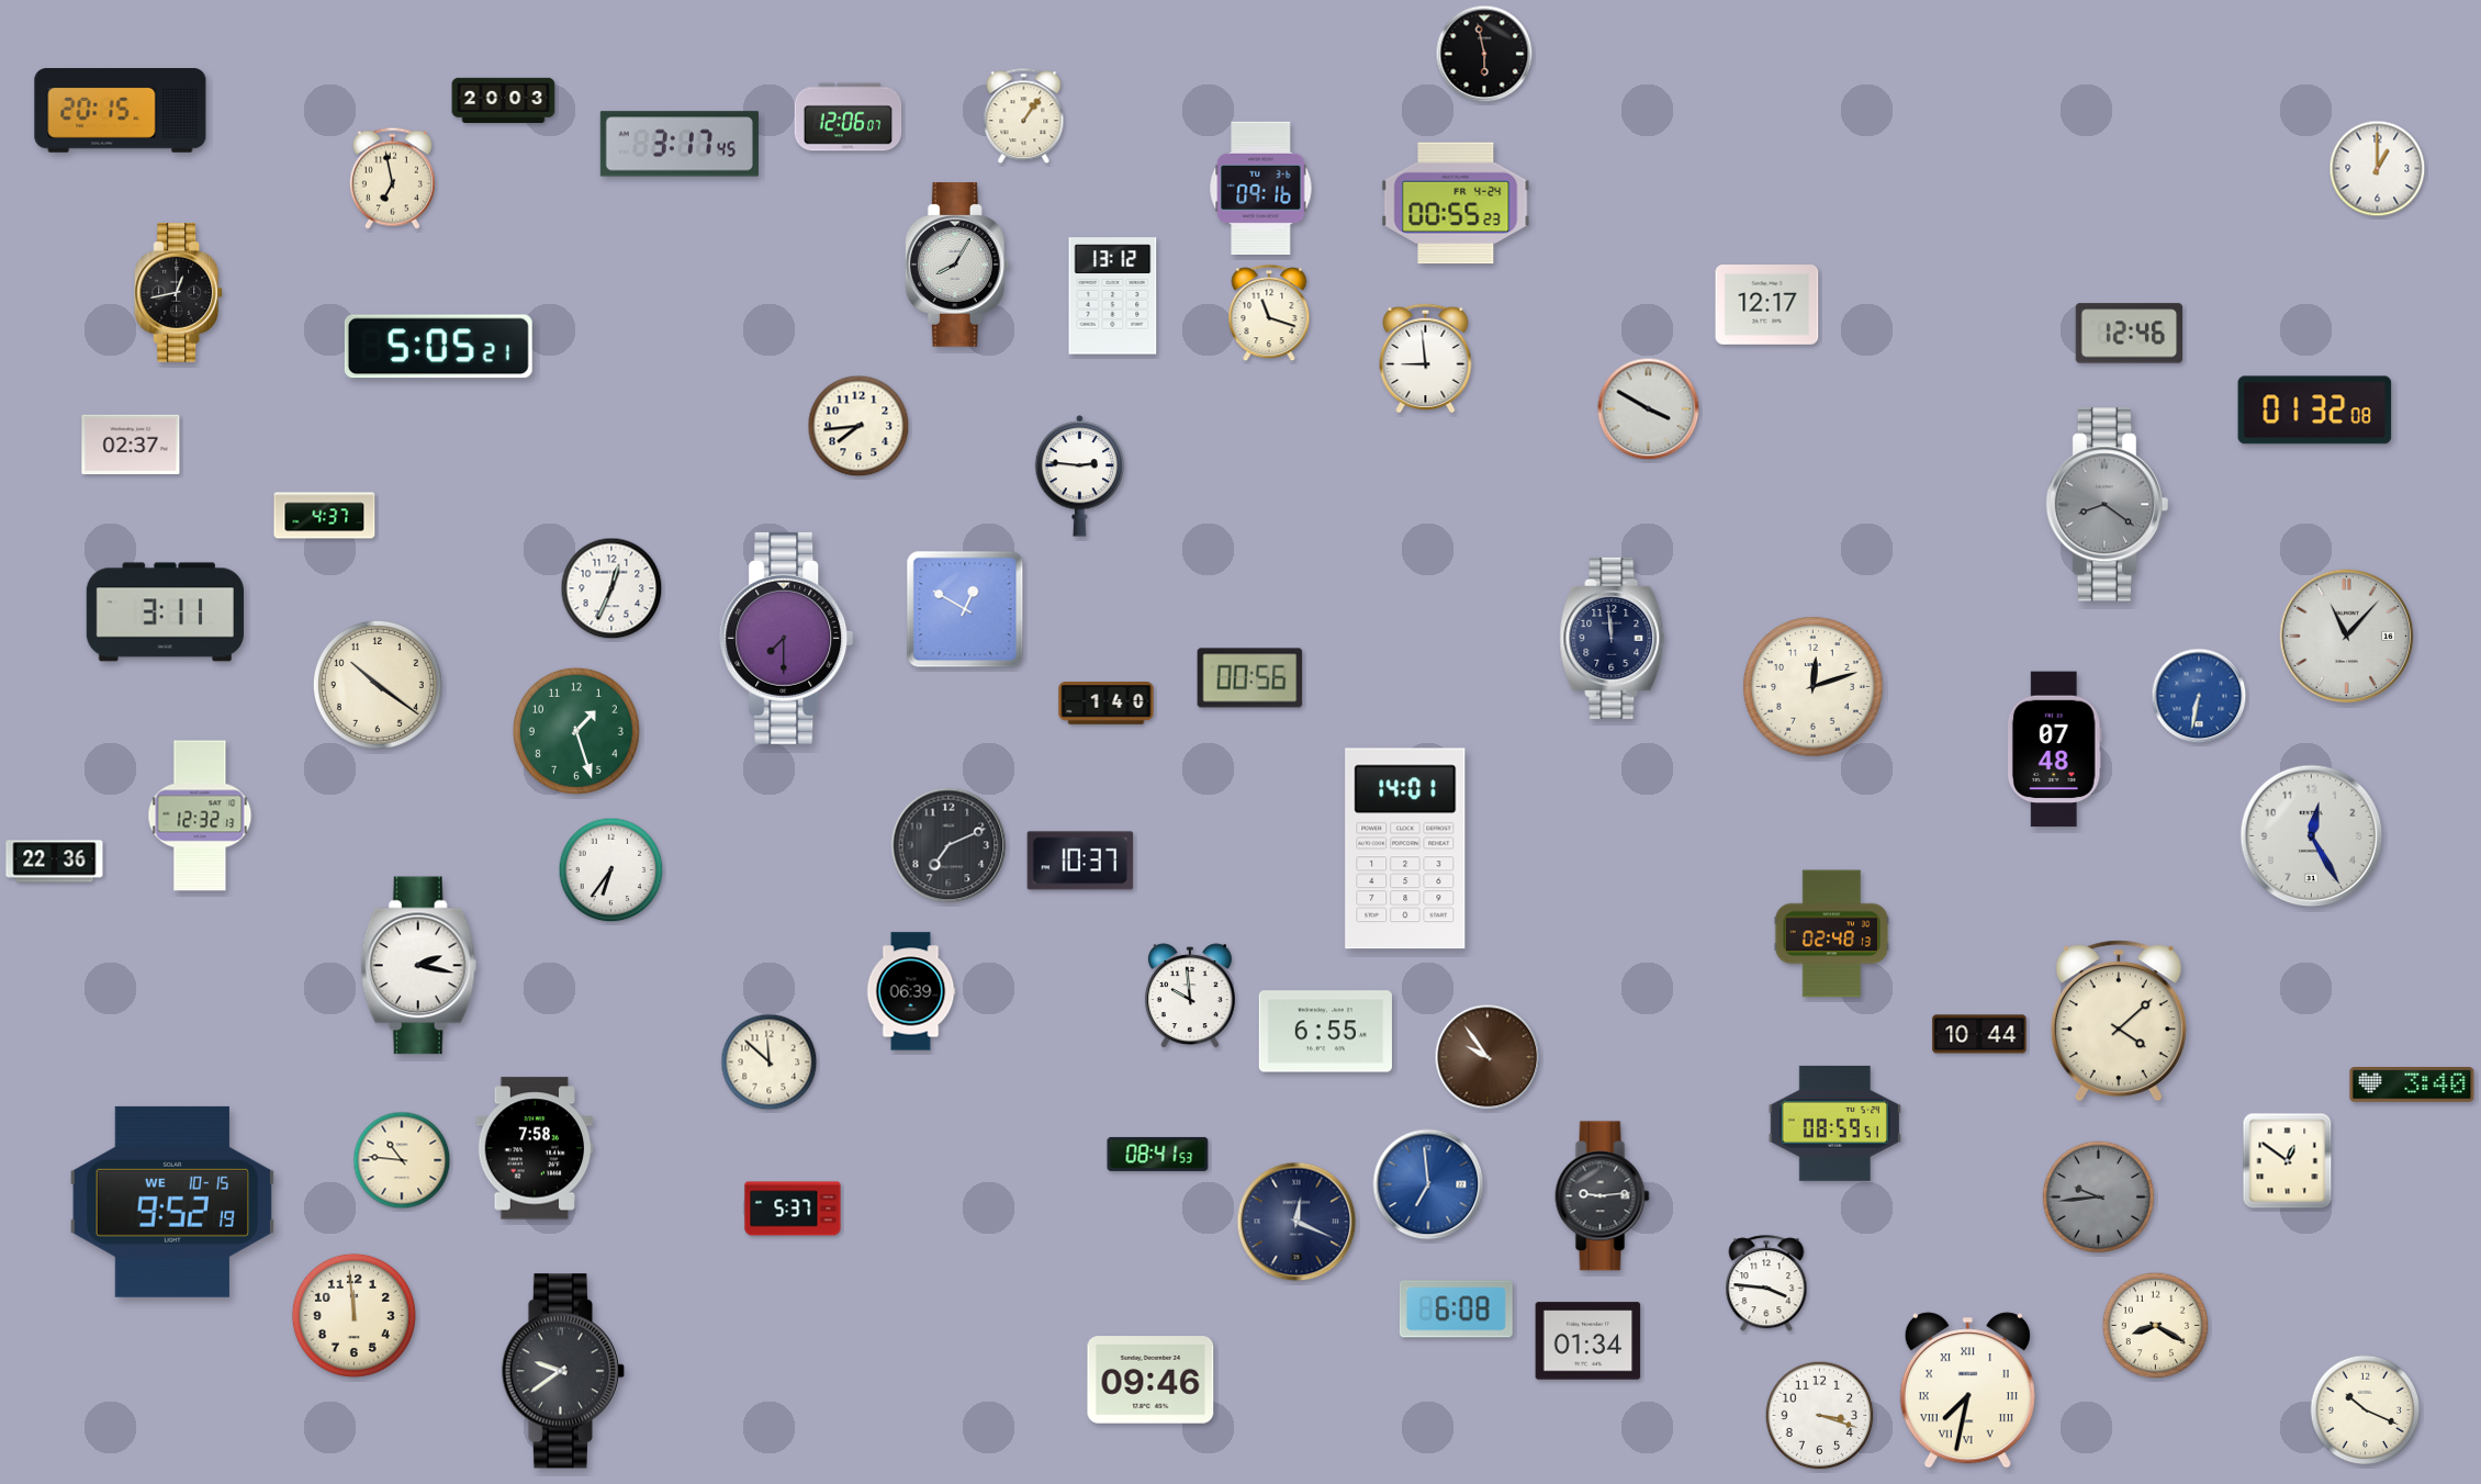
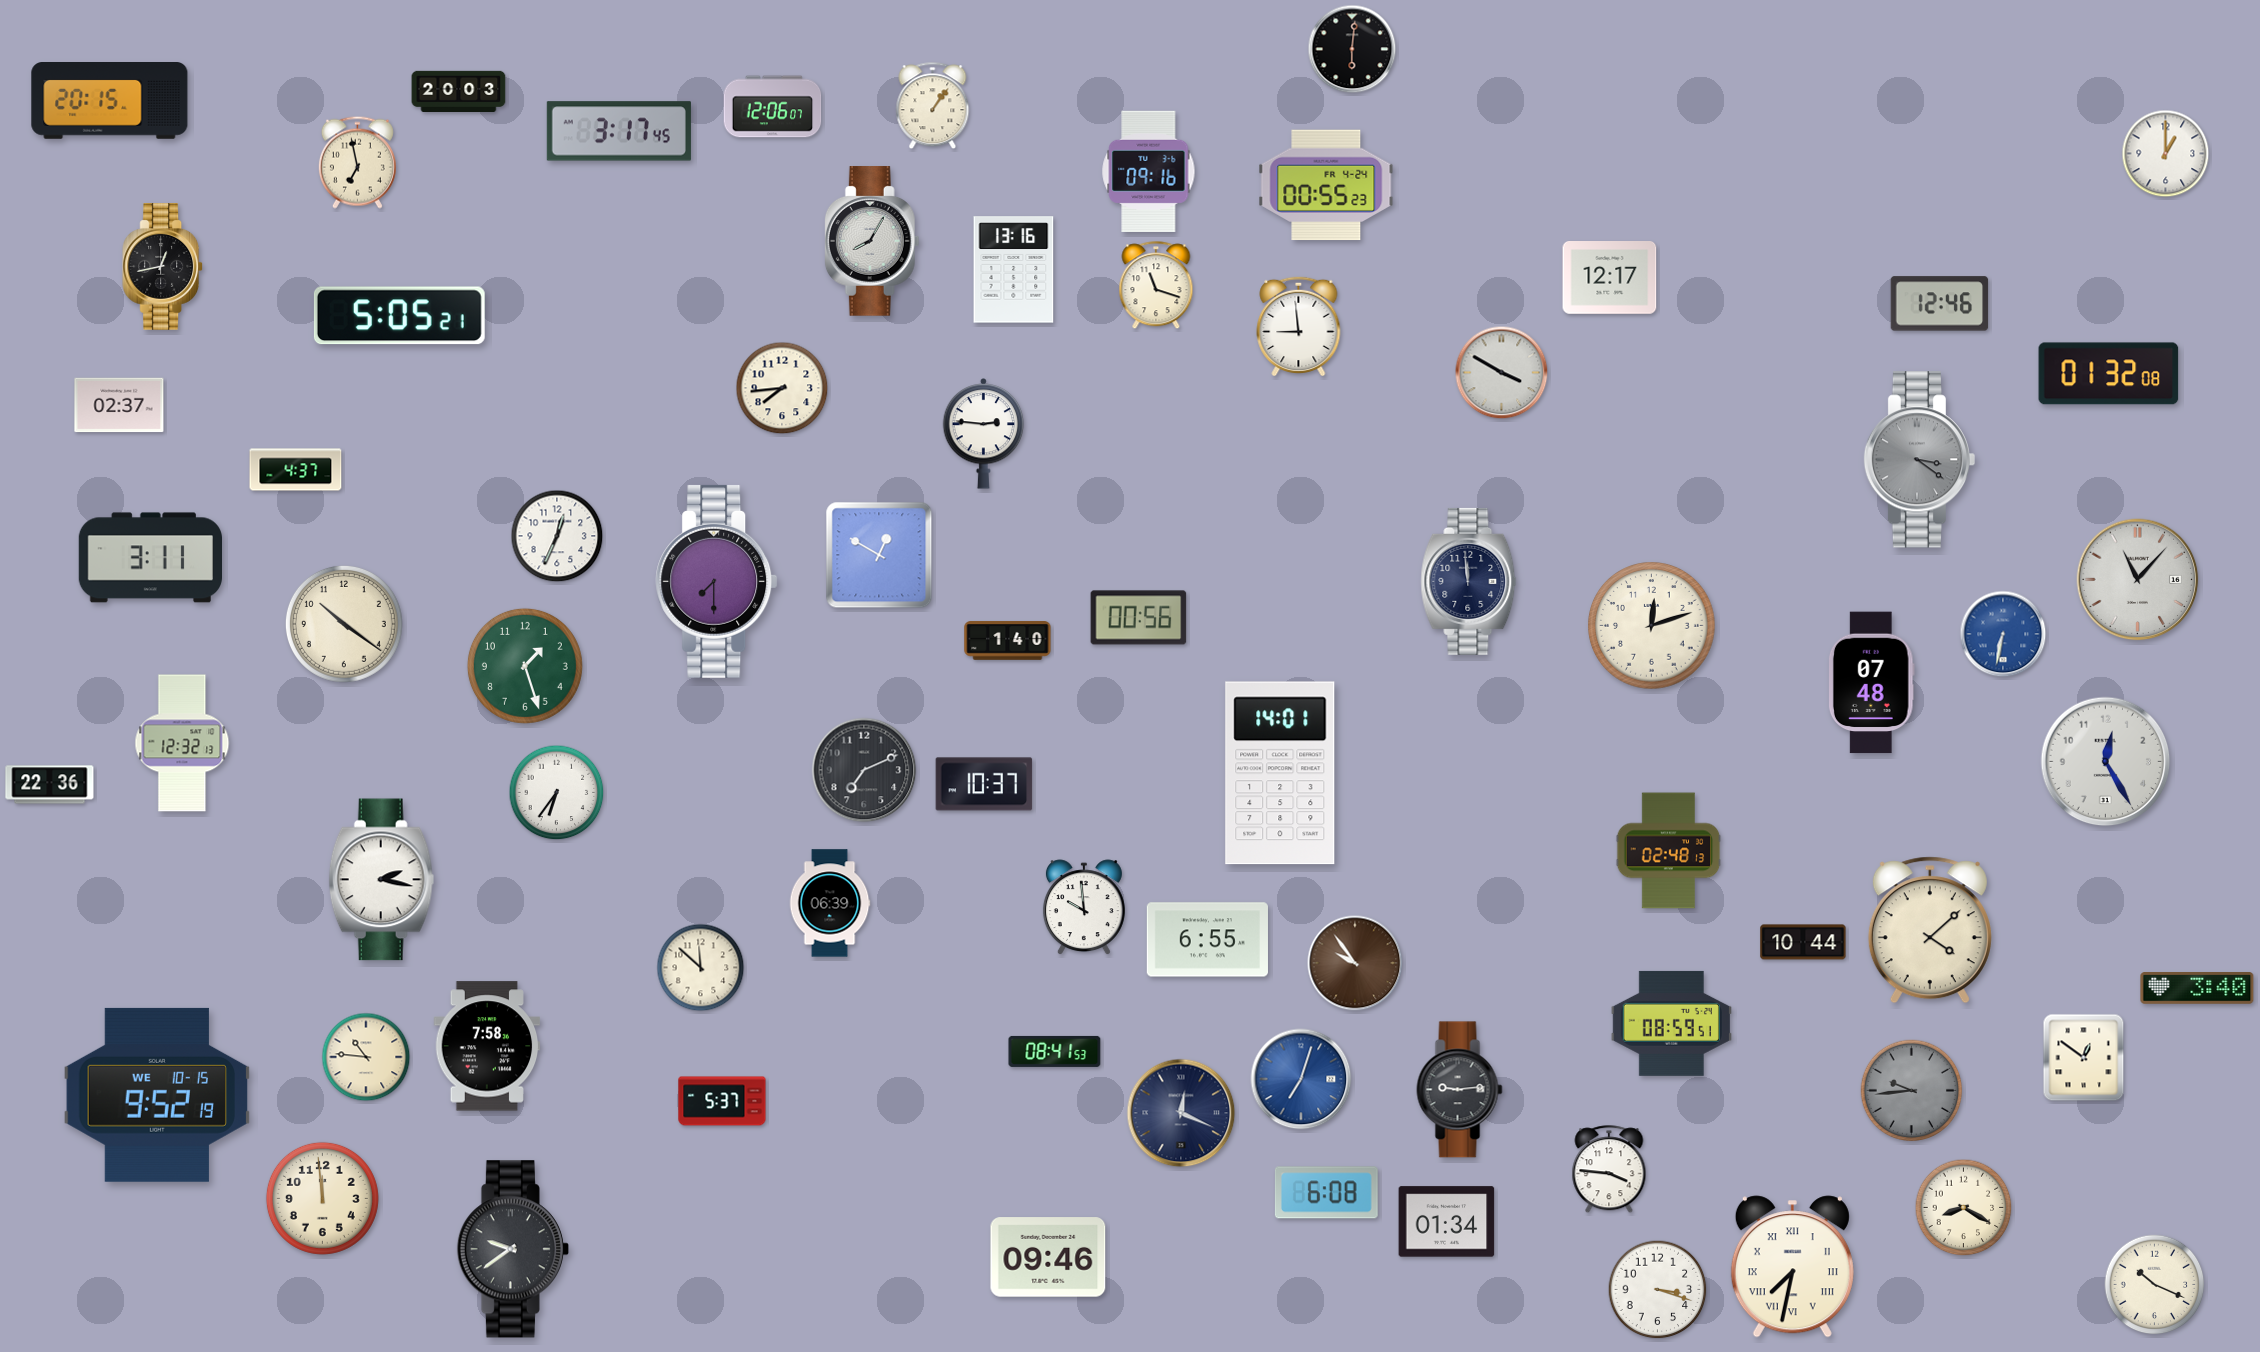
clock at (1484, 54): 5:58 -> 6:01
clock at (1113, 296): 13:12 -> 13:16
clock at (2108, 505): 8:21 -> 3:21
clock at (1428, 1184): 6:59 -> 7:03
